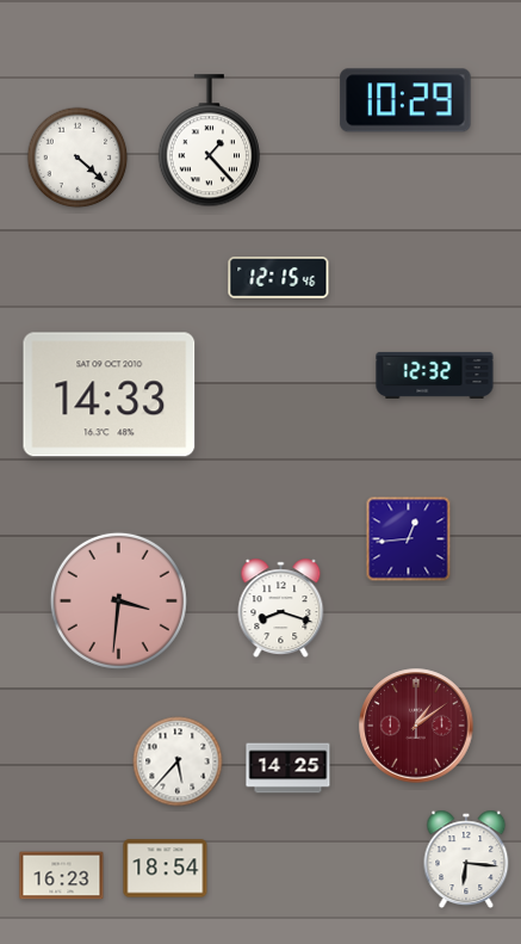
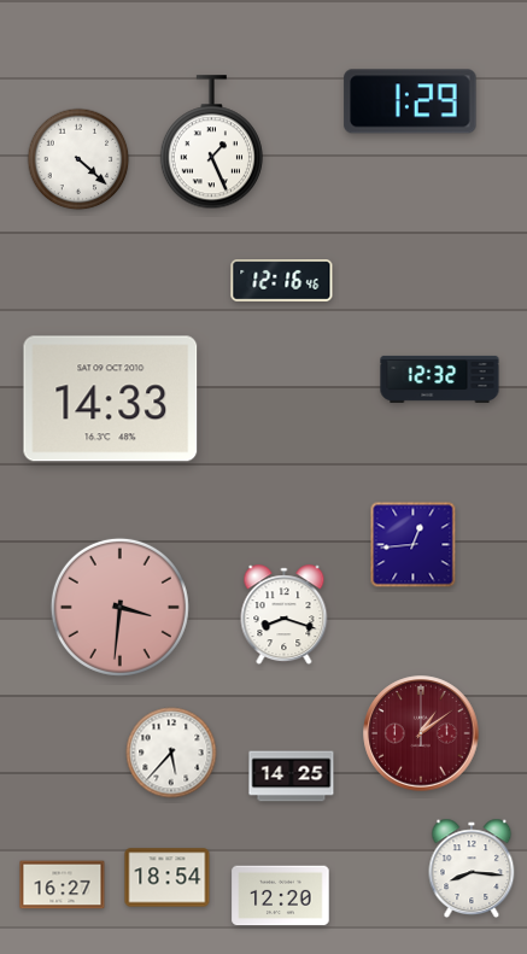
clock at (405, 100): 10:29 -> 1:29
clock at (209, 141): 1:23 -> 1:26
clock at (279, 278): 12:15 -> 12:16
clock at (178, 761) position: (178, 761) -> (171, 753)
clock at (466, 859): 6:16 -> 8:16
clock at (62, 876): 16:23 -> 16:27
clock at (281, 896): none -> 12:20
